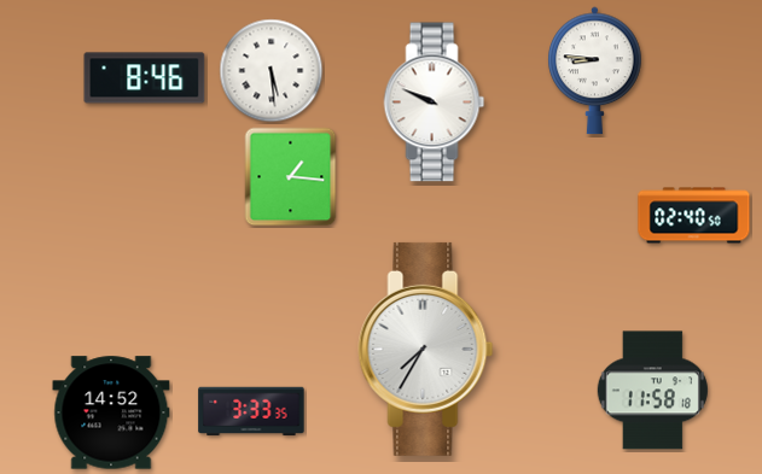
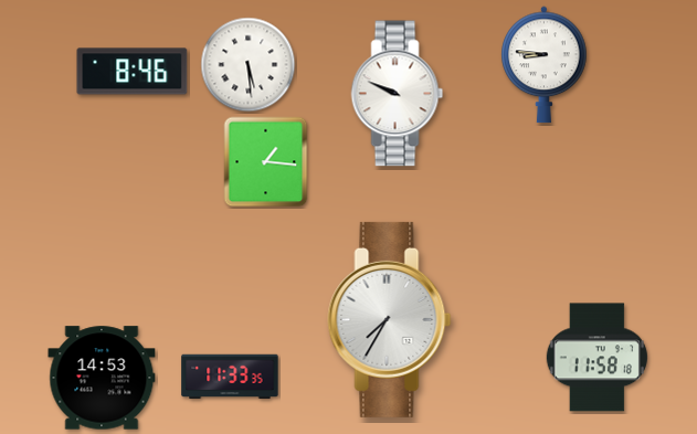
clock at (694, 216): 02:40 -> none
clock at (251, 411): 3:33 -> 11:33
clock at (111, 412): 14:52 -> 14:53
